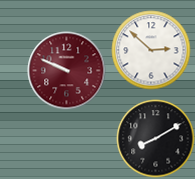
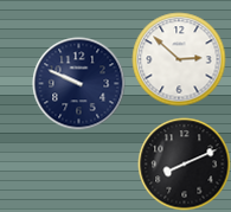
clock at (66, 70) dial: burgundy -> navy
clock at (155, 138): 8:10 -> 8:11
